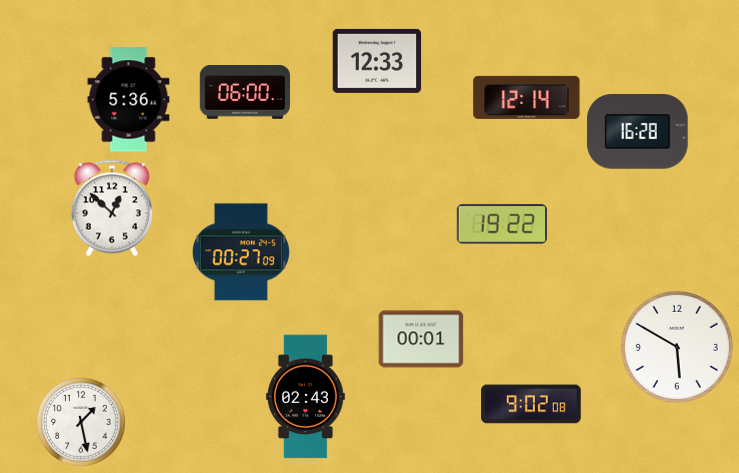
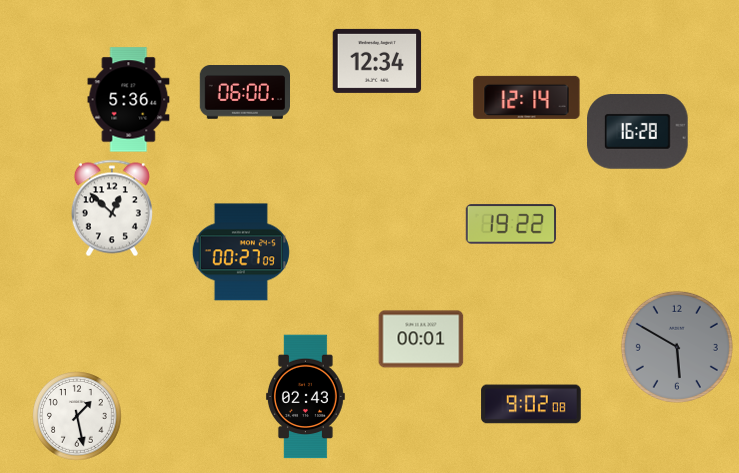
clock at (377, 61): 12:33 -> 12:34
clock at (501, 224) position: (501, 224) -> (510, 224)
clock at (677, 347) dial: white -> grey
clock at (82, 423) position: (82, 423) -> (78, 417)
